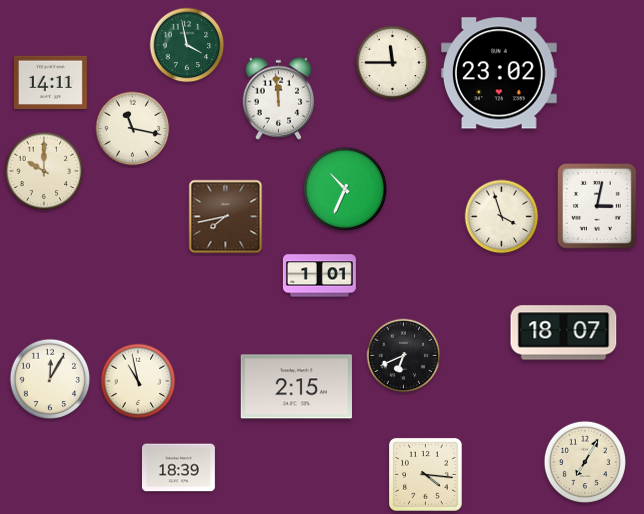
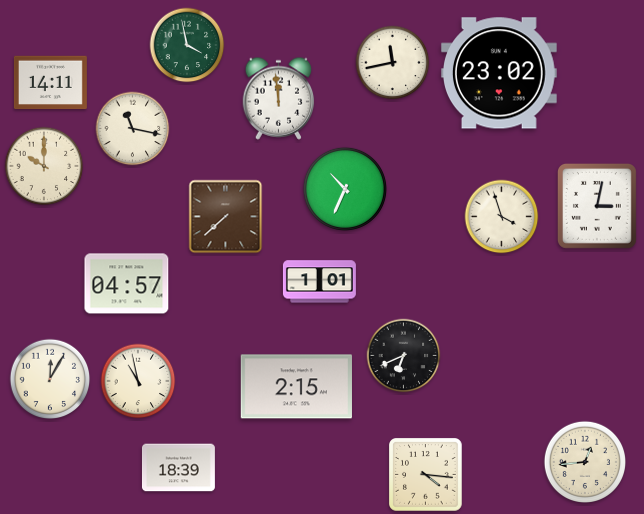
clock at (393, 63): 11:45 -> 11:43
clock at (44, 171) position: (44, 171) -> (44, 166)
clock at (226, 217): 7:43 -> 7:38
clock at (319, 276) position: (319, 276) -> (319, 282)
clock at (127, 284): none -> 04:57
clock at (564, 333): 18:07 -> none
clock at (584, 461): 7:05 -> 12:44
